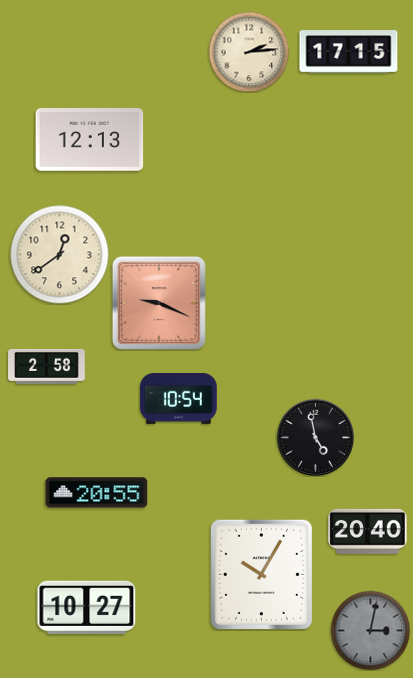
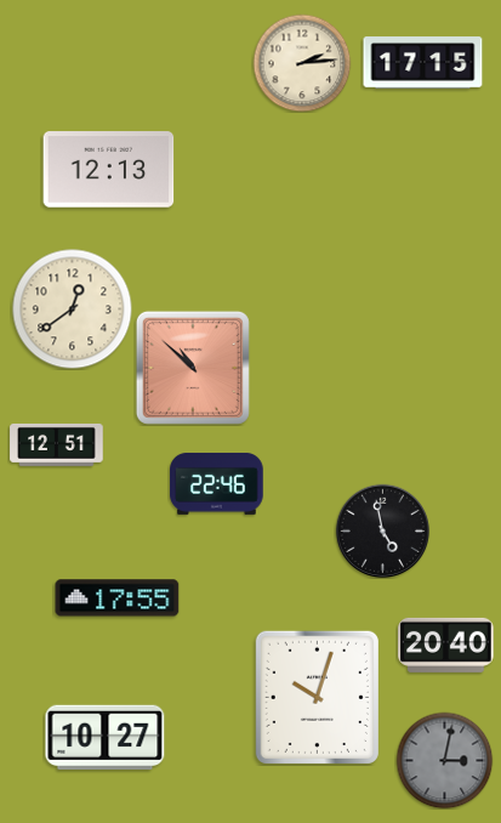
clock at (159, 303): 9:19 -> 10:52
clock at (47, 366): 2:58 -> 12:51
clock at (179, 398): 10:54 -> 22:46
clock at (97, 493): 20:55 -> 17:55
clock at (261, 574): 10:05 -> 10:03
clock at (370, 630) position: (370, 630) -> (444, 760)
